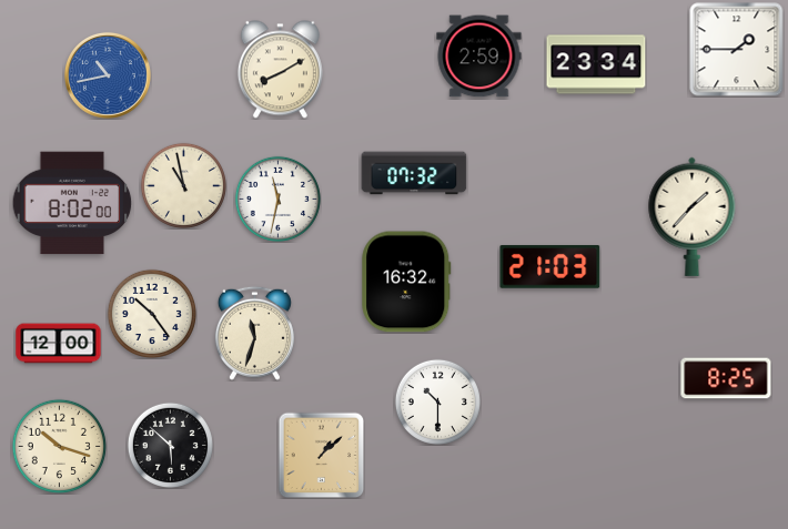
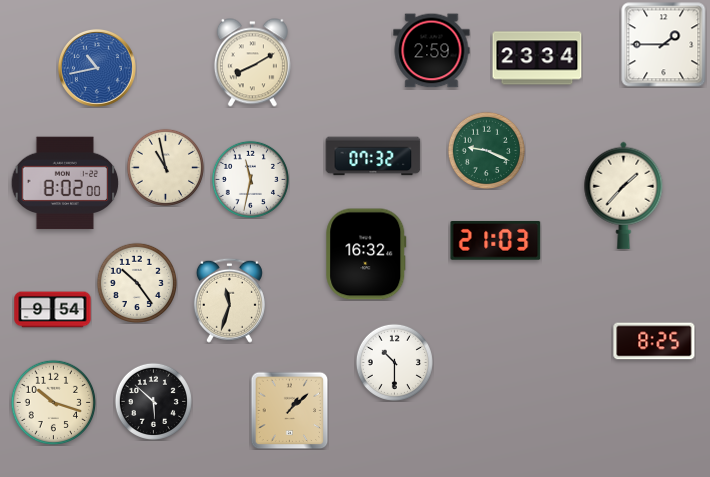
clock at (486, 150): none -> 9:19
clock at (59, 344): 12:00 -> 9:54
